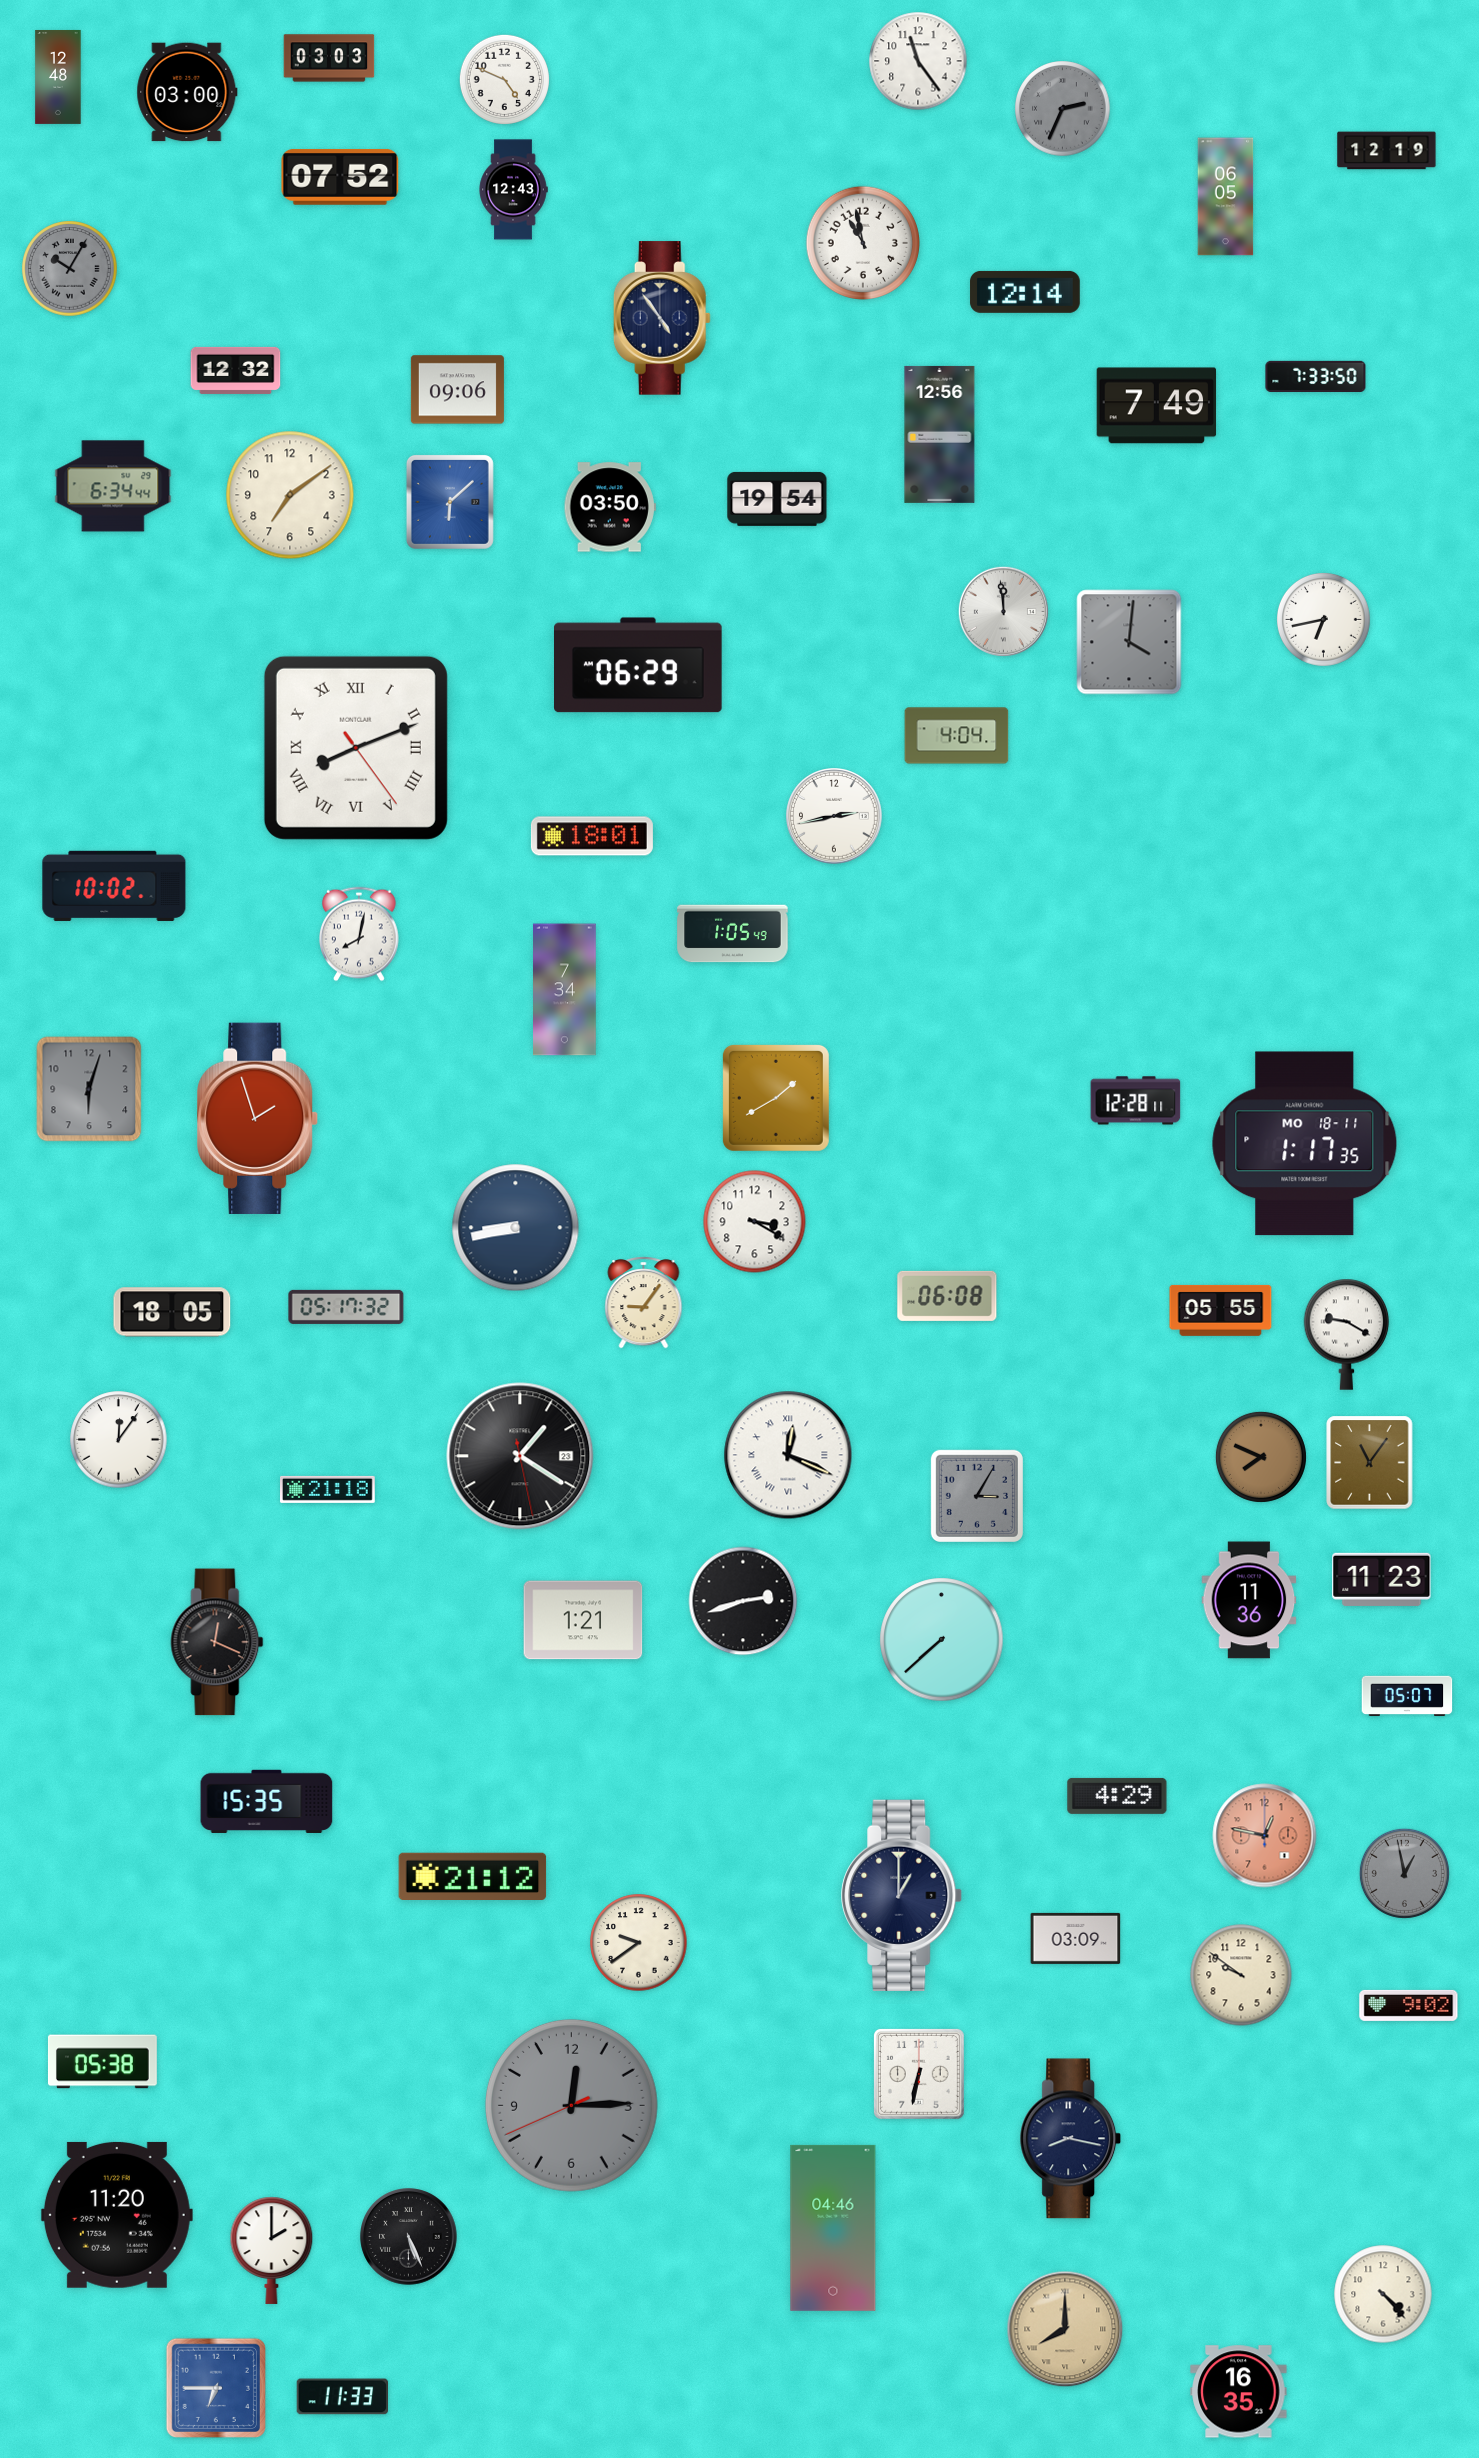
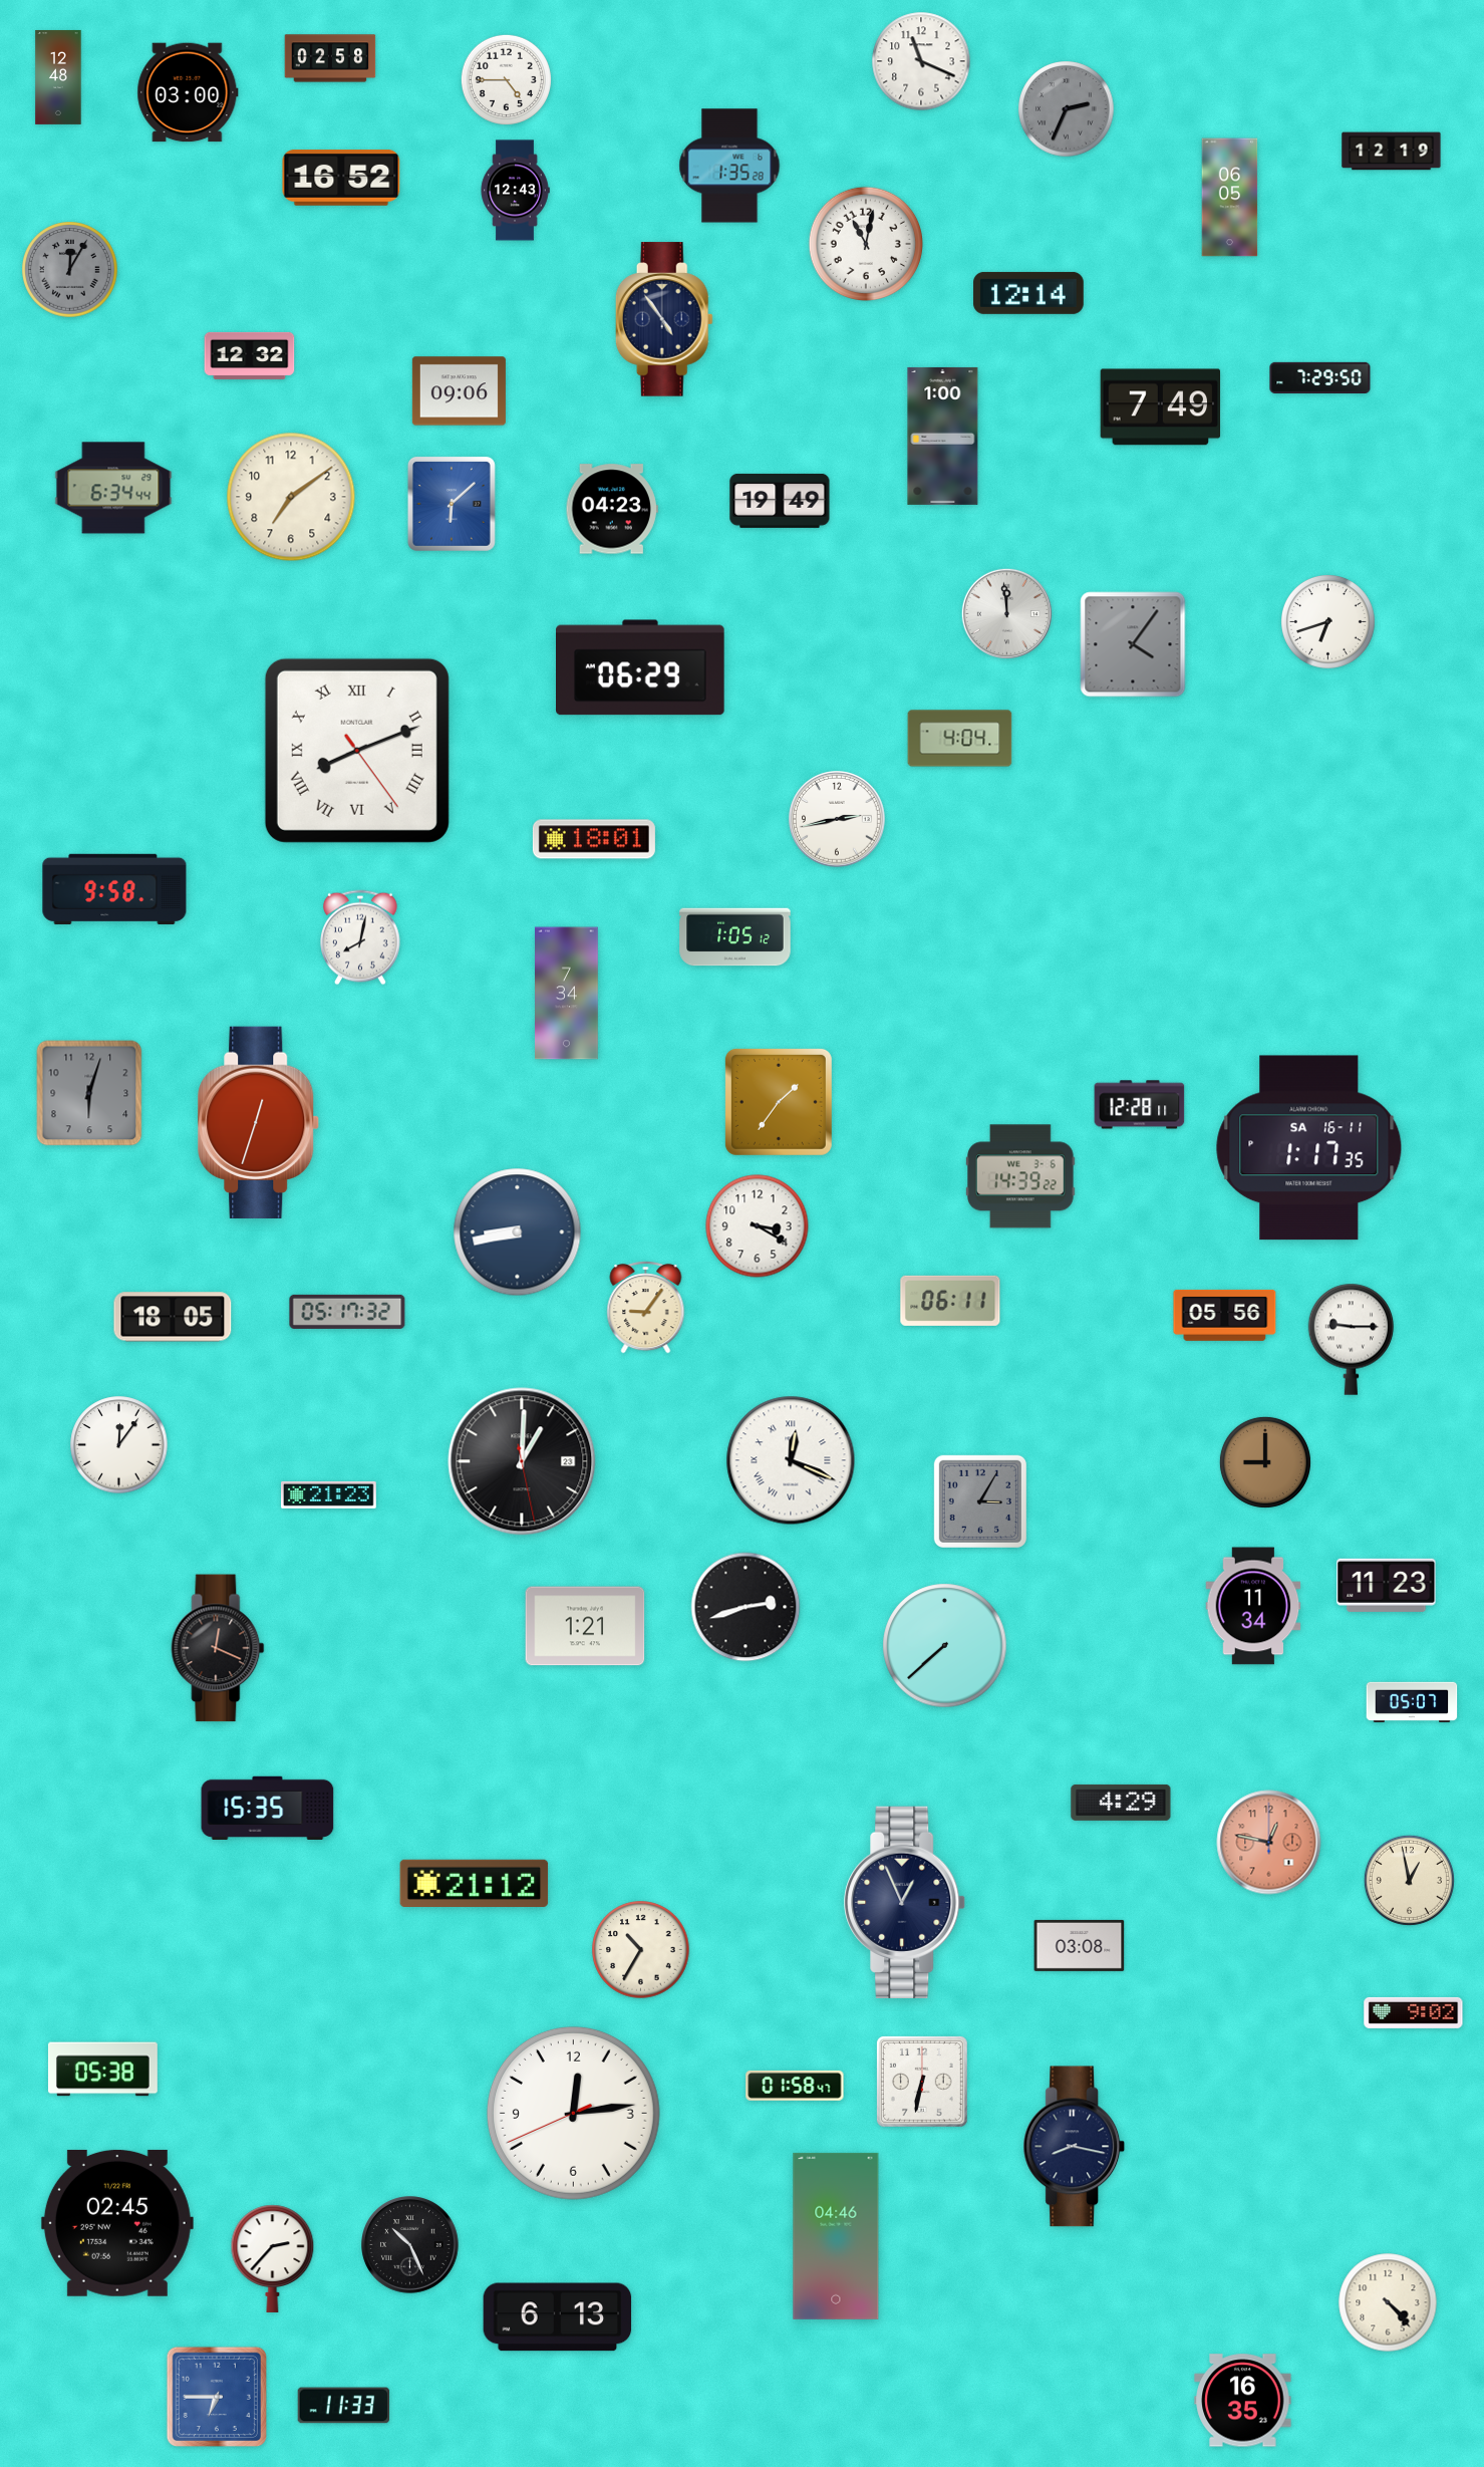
clock at (329, 58): 03:03 -> 02:58
clock at (918, 61): 11:24 -> 11:19
clock at (504, 79): 4:49 -> 4:45
clock at (729, 166): none -> 1:35
clock at (340, 178): 07:52 -> 16:52
clock at (862, 242): 10:58 -> 11:02
clock at (70, 269): 10:05 -> 12:05
clock at (236, 370) position: (236, 370) -> (250, 355)
clock at (1316, 376): 7:33 -> 7:29
clock at (940, 434): 12:56 -> 1:00
clock at (777, 499): 19:54 -> 19:49
clock at (610, 507): 03:50 -> 04:23
clock at (1324, 620): 6:43 -> 6:42
clock at (1129, 642): 4:01 -> 4:06
clock at (114, 886): 10:02 -> 9:58
clock at (733, 934): 1:05:49 -> 1:05:12
clock at (776, 1098): 1:40 -> 1:36
clock at (258, 1118): 1:57 -> 12:33
clock at (1305, 1144) date: MO 18-11 -> SA 16-11
clock at (1021, 1176): none -> 14:39
clock at (947, 1296): 06:08 -> 06:11
clock at (1221, 1310): 05:55 -> 05:56
clock at (1347, 1334): 9:20 -> 9:15
clock at (520, 1456): 1:20 -> 1:00
clock at (1261, 1457): 7:49 -> 9:00
clock at (1370, 1463): 11:06 -> none
clock at (328, 1489): 21:18 -> 21:23
clock at (1249, 1600): 11:36 -> 11:34
clock at (1404, 1873) dial: grey -> cream
clock at (902, 1895): 1:00 -> 12:56
clock at (1076, 1938): 03:09 -> 03:08
clock at (639, 1943): 9:39 -> 10:35
clock at (1241, 1975): 9:51 -> none
clock at (795, 2086): none -> 01:58
clock at (571, 2105): 12:14 -> 12:13
clock at (571, 2105) dial: grey -> white
clock at (117, 2215): 11:20 -> 02:45
clock at (409, 2237): 5:26 -> 10:26
clock at (272, 2250): 2:00 -> 2:37
clock at (558, 2317): none -> 6:13
clock at (1065, 2329): 8:00 -> none
